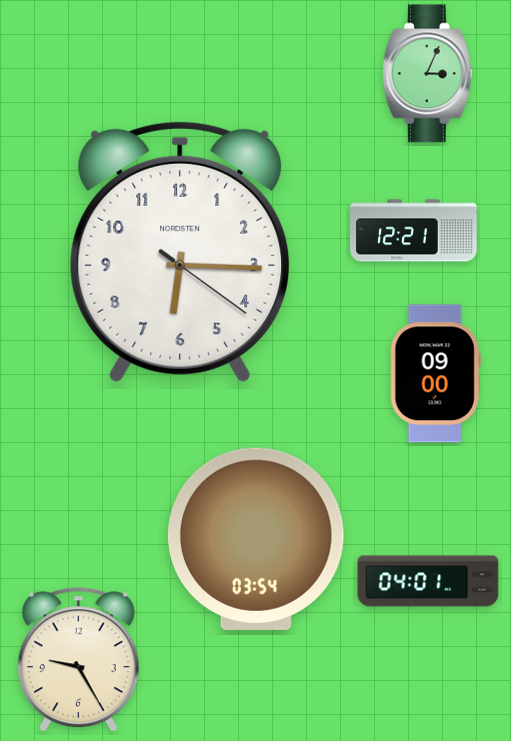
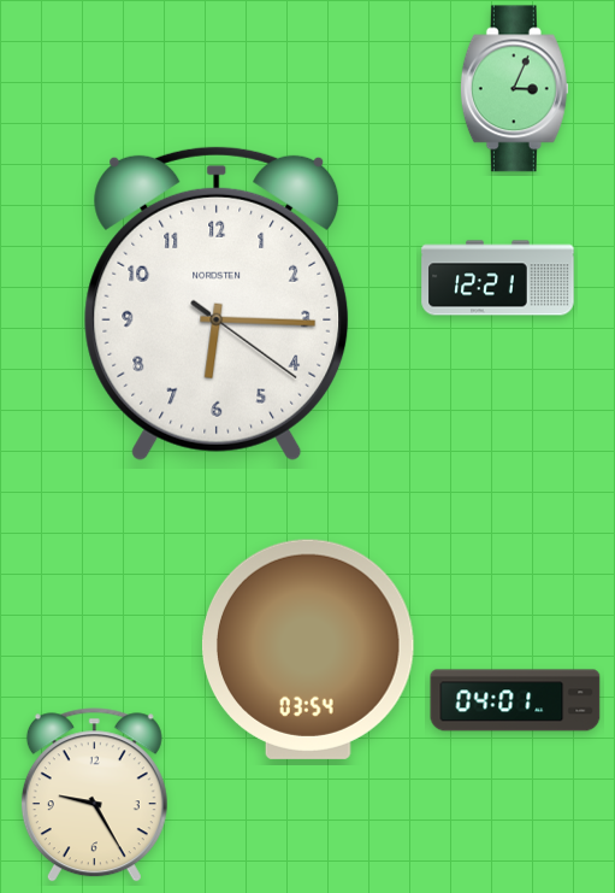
clock at (435, 374): 09:00 -> none
